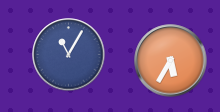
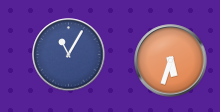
clock at (171, 61): 5:35 -> 5:33
